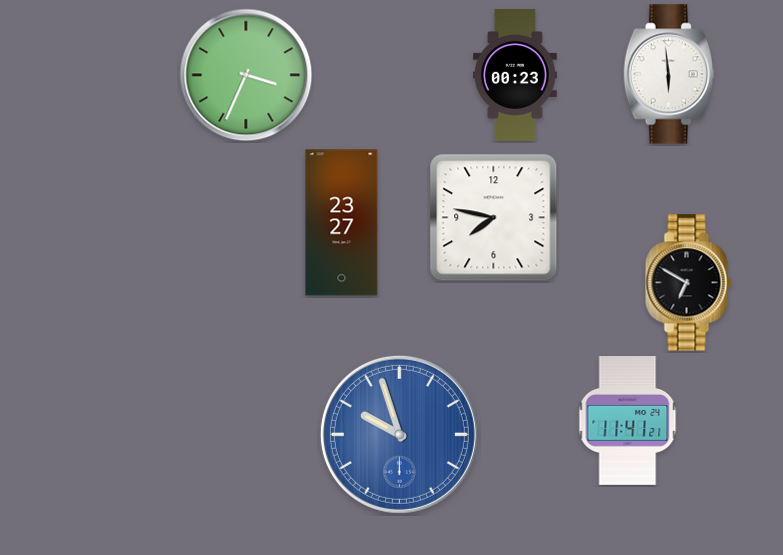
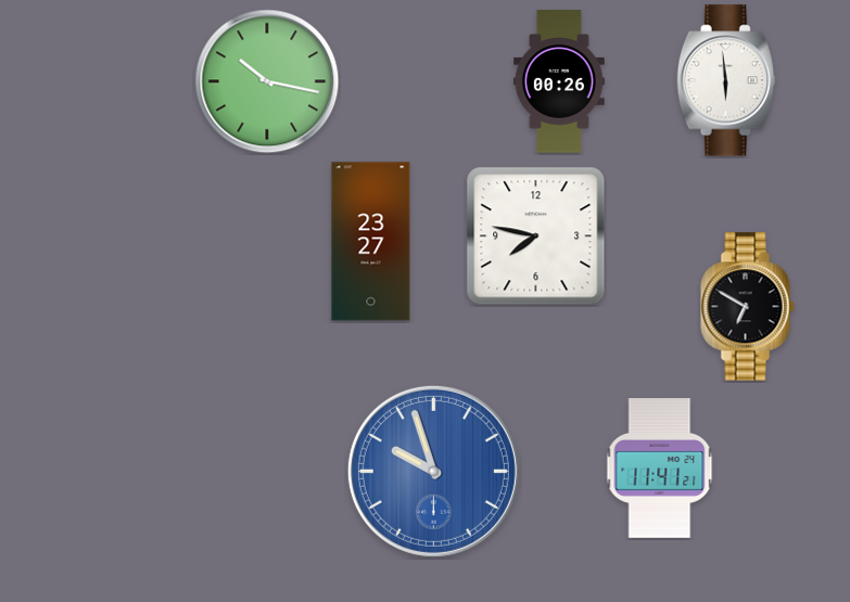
clock at (246, 75): 3:34 -> 10:17
clock at (515, 75): 00:23 -> 00:26
clock at (628, 421) position: (628, 421) -> (660, 469)
